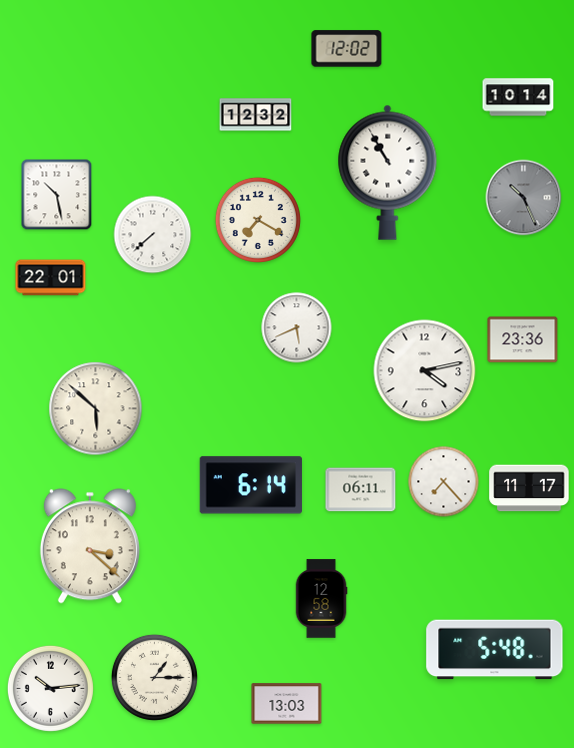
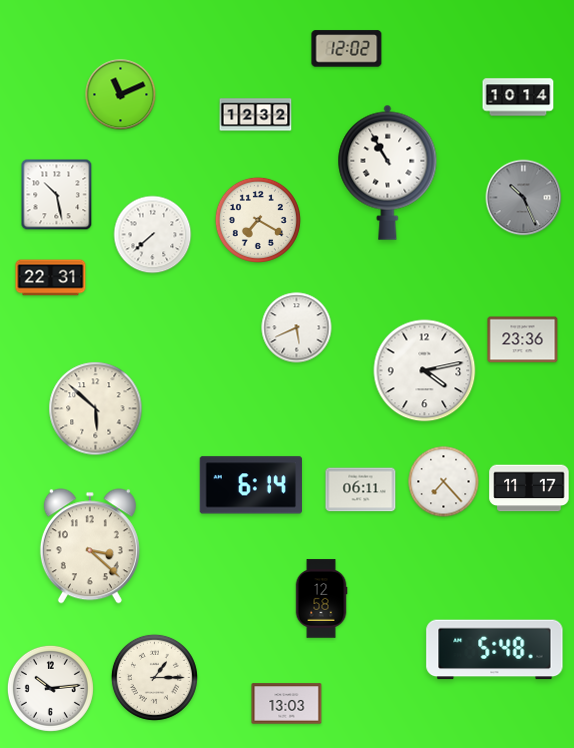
clock at (121, 95): none -> 11:11
clock at (51, 278): 22:01 -> 22:31
